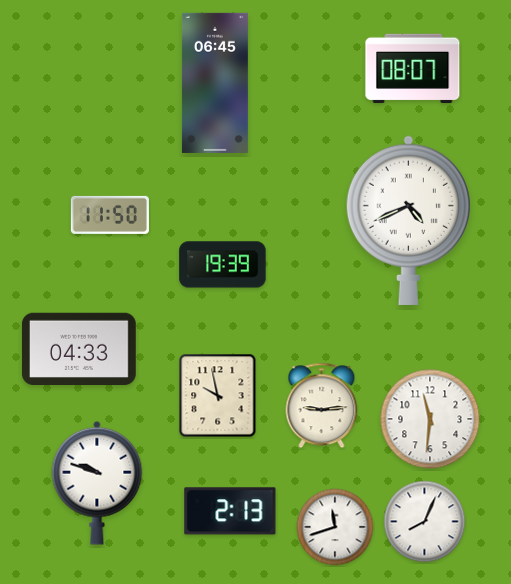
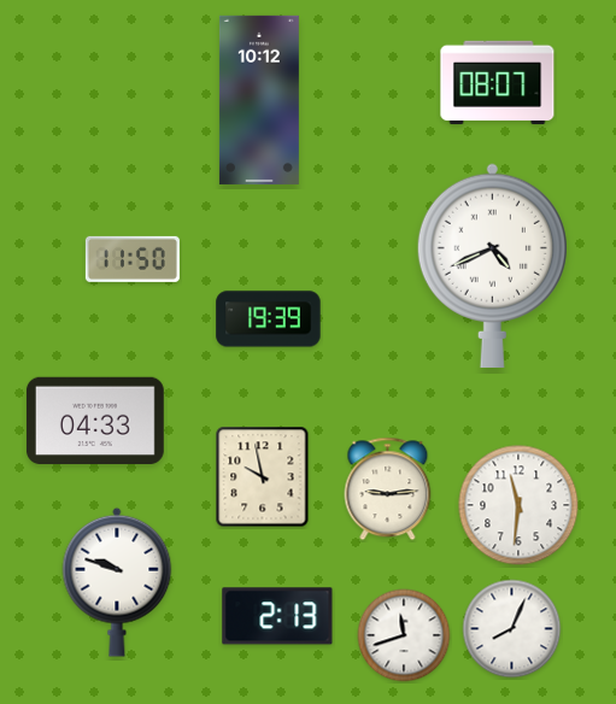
clock at (215, 83): 06:45 -> 10:12
